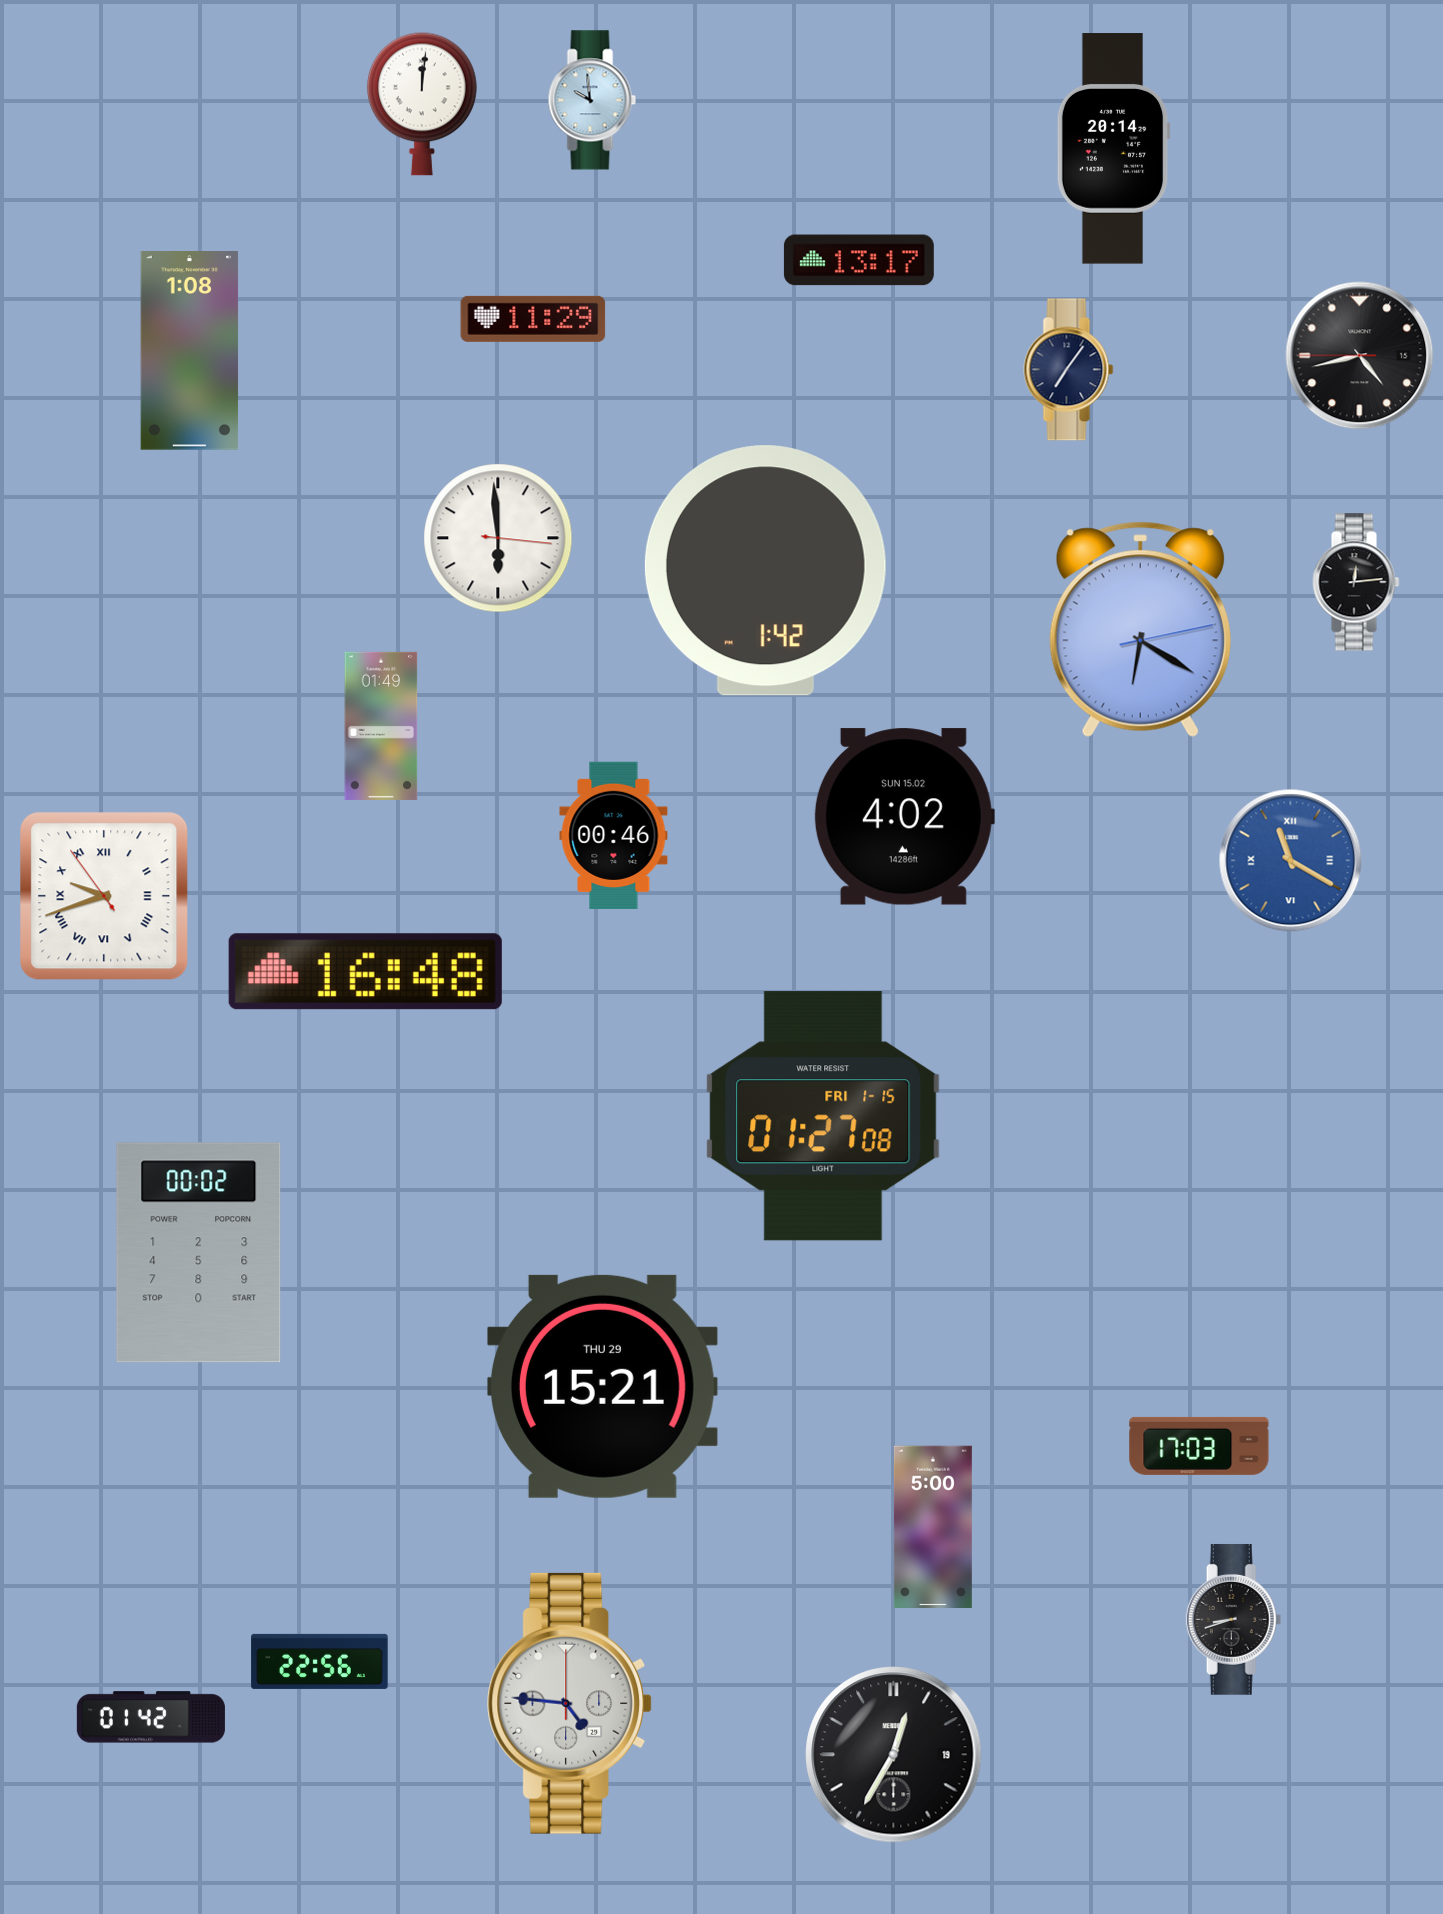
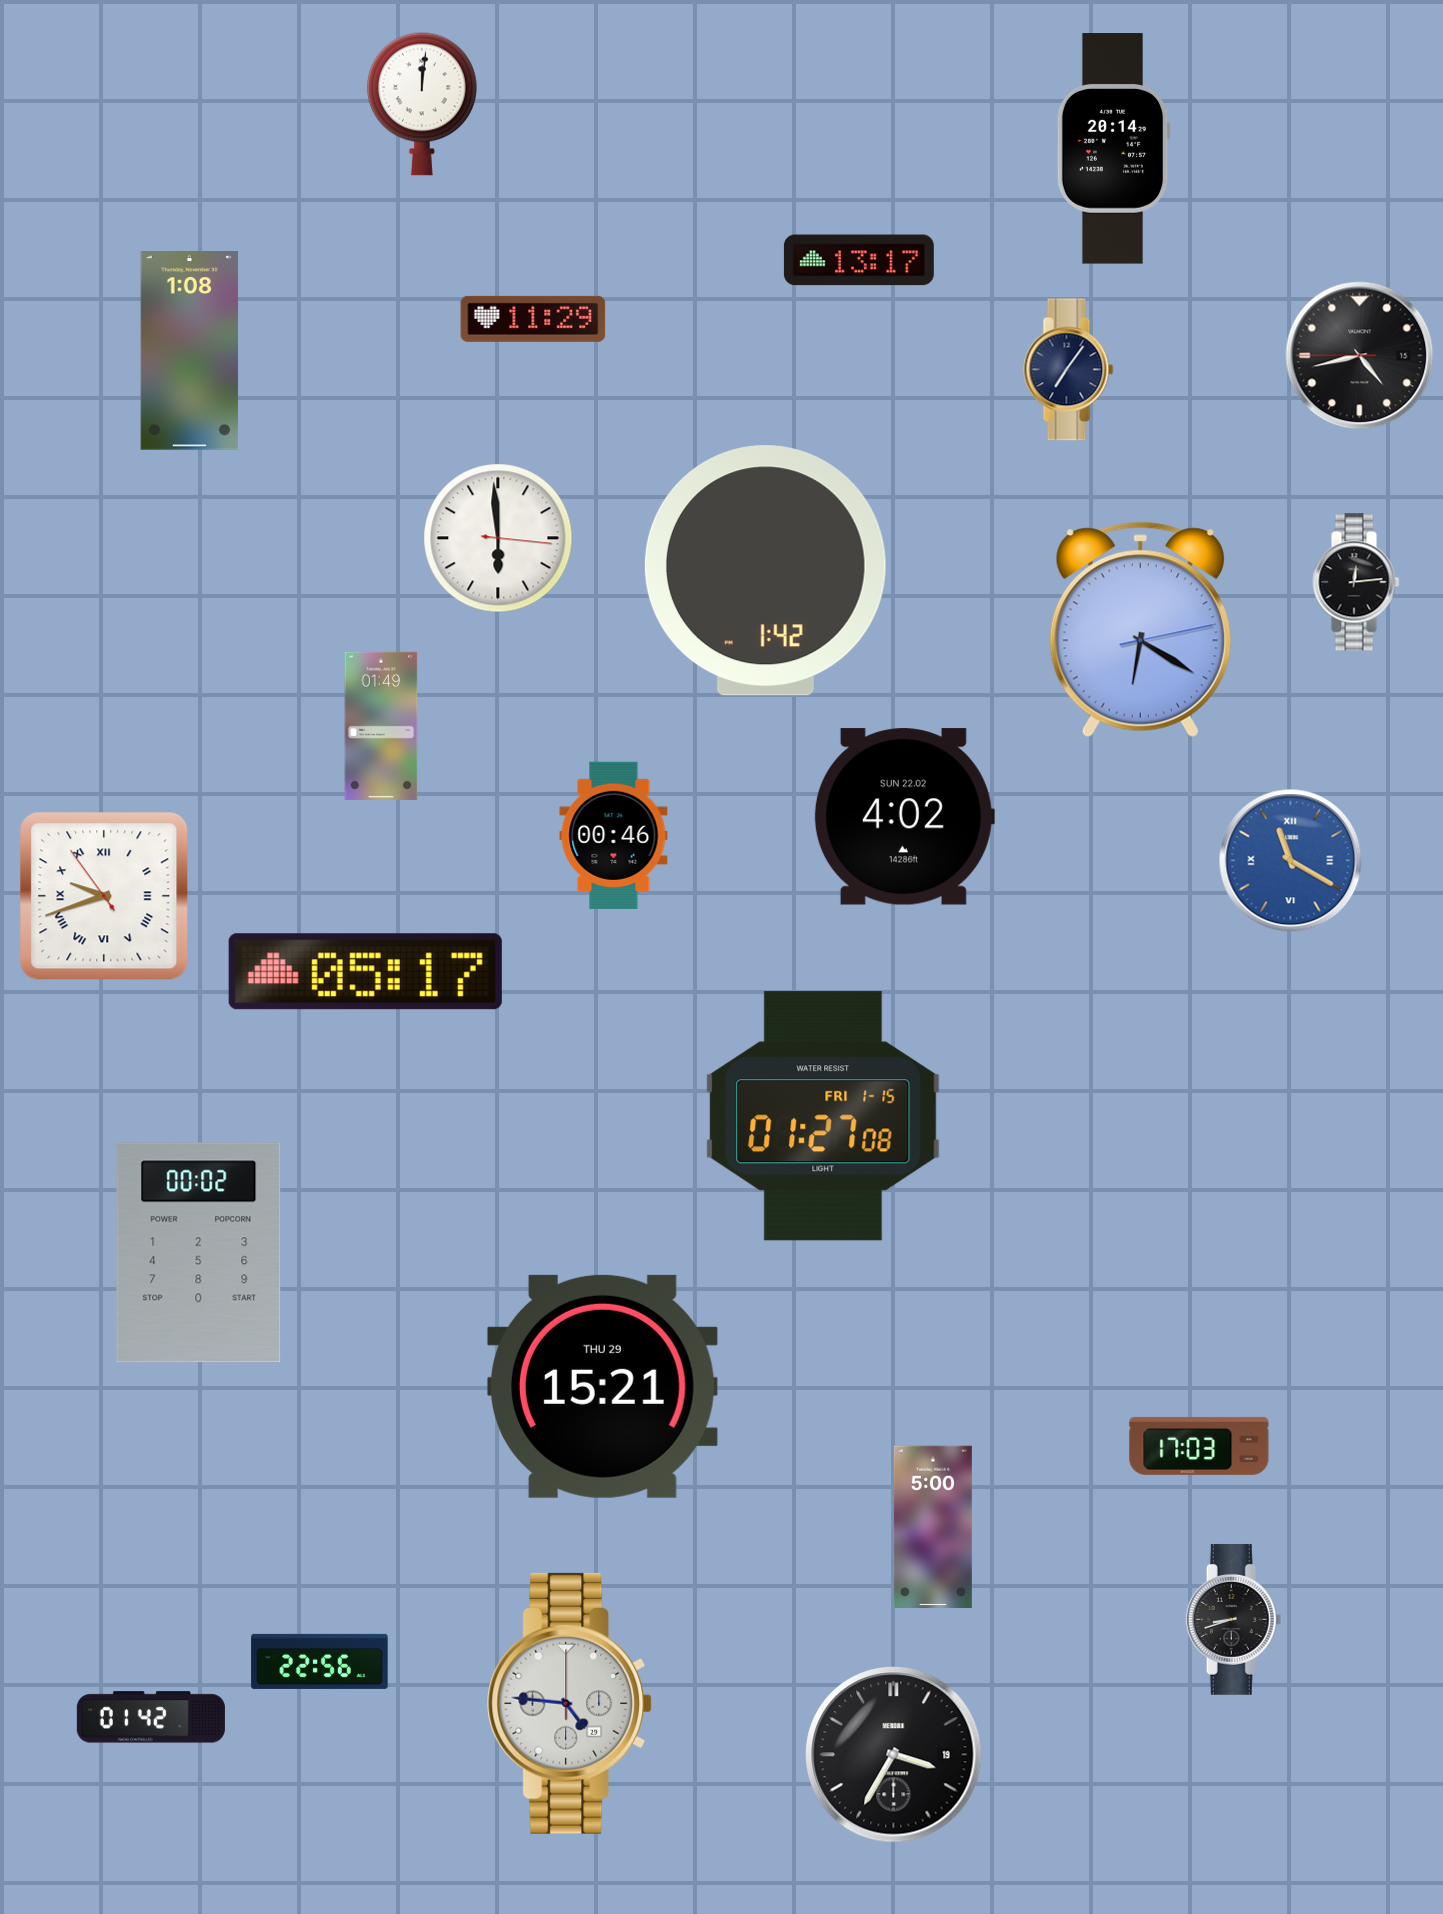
clock at (592, 100): 9:59 -> none
clock at (904, 817) date: SUN 15.02 -> SUN 22.02
clock at (365, 972): 16:48 -> 05:17
clock at (894, 1755): 12:35 -> 3:35
